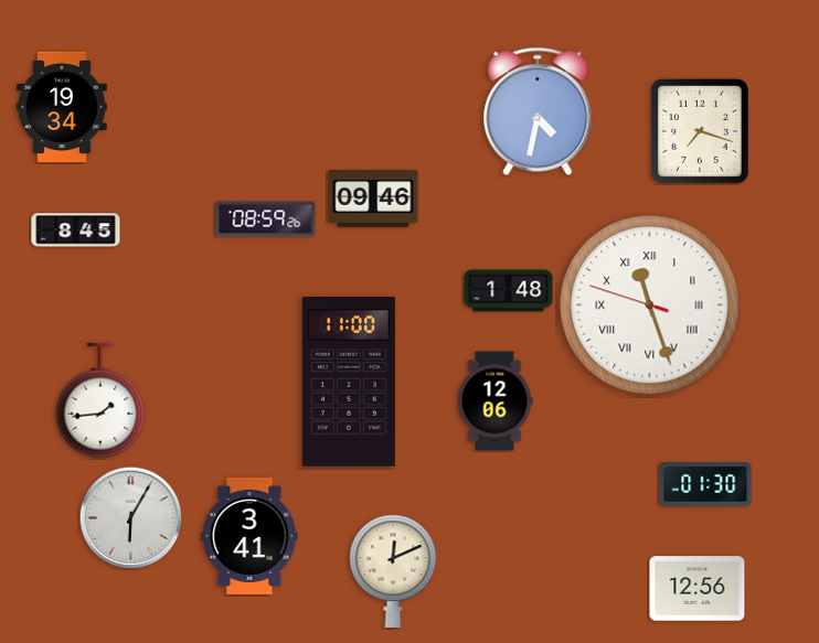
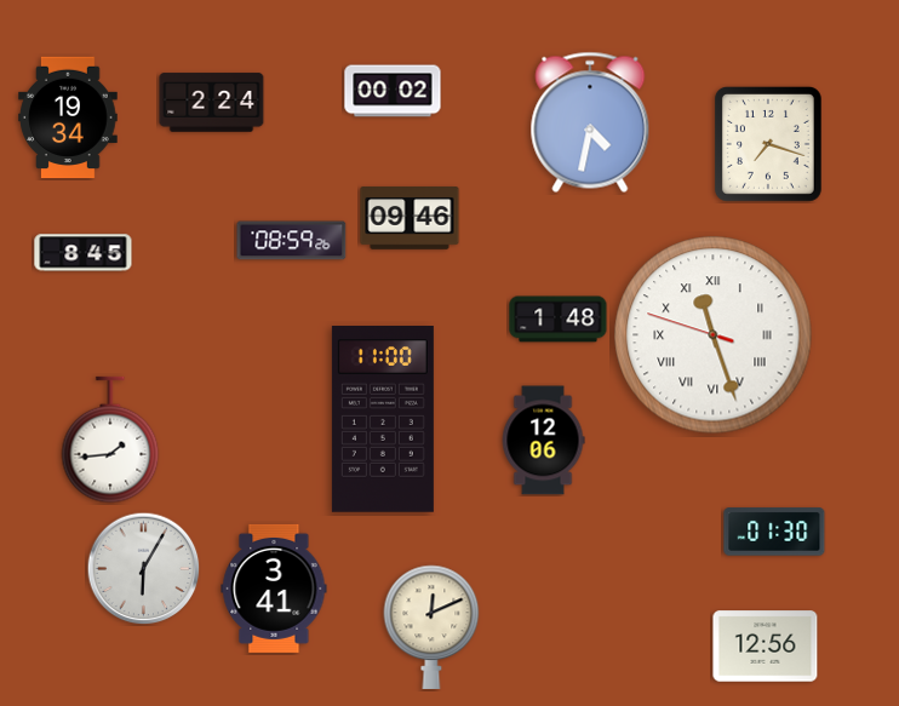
clock at (393, 91): none -> 00:02
clock at (212, 103): none -> 2:24
